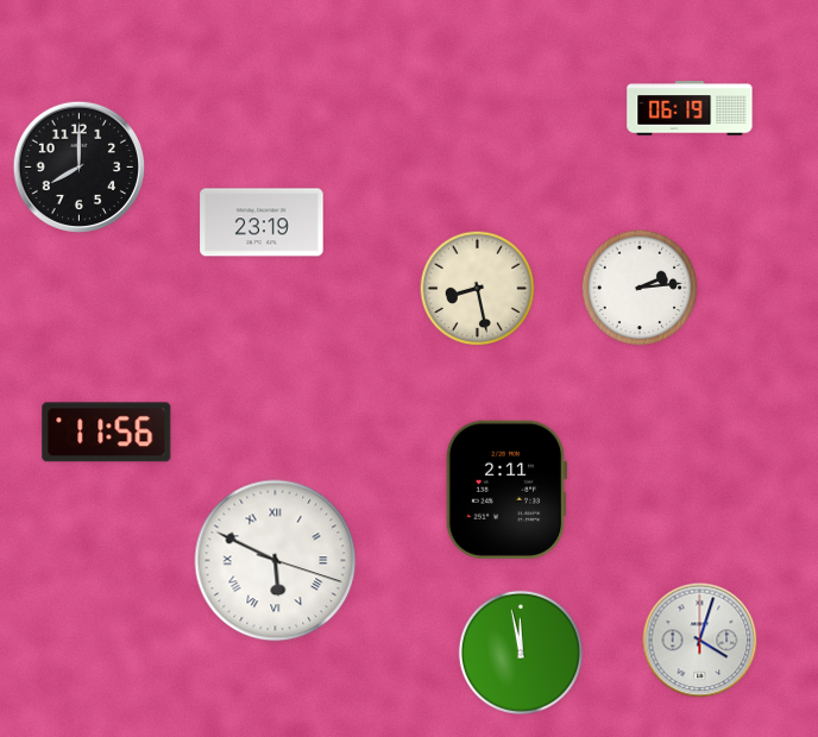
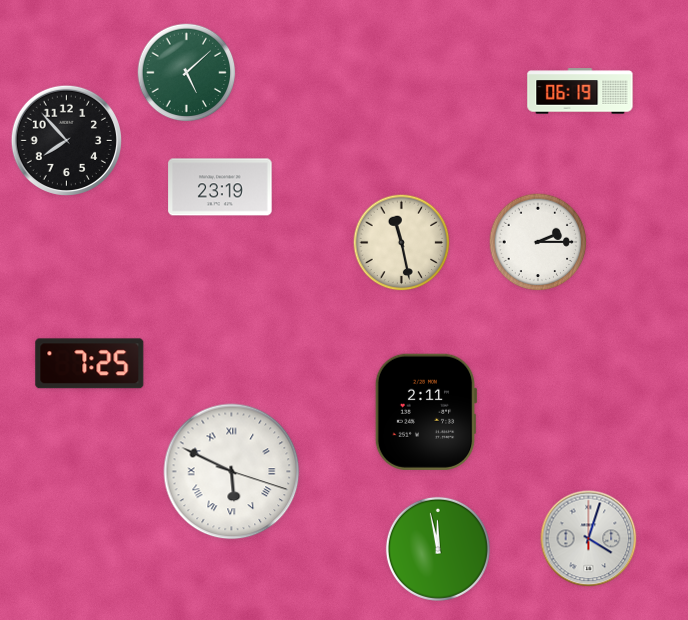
clock at (187, 73): none -> 5:08
clock at (78, 166): 8:00 -> 7:53
clock at (640, 288): 2:14 -> 2:15
clock at (478, 289): 8:28 -> 11:28
clock at (107, 433): 11:56 -> 7:25
